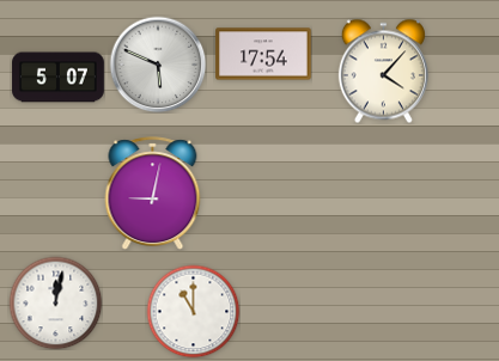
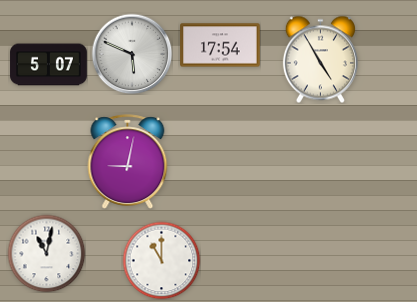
clock at (383, 71): 4:07 -> 4:55
clock at (55, 302): 12:02 -> 11:02
